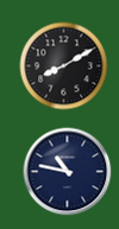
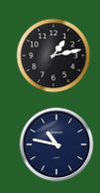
clock at (64, 66): 8:10 -> 1:13
